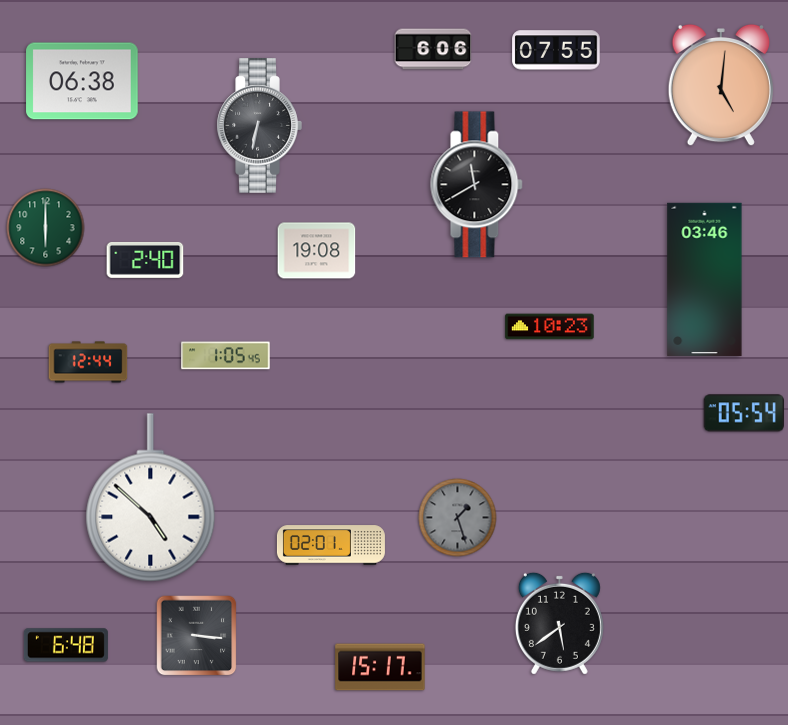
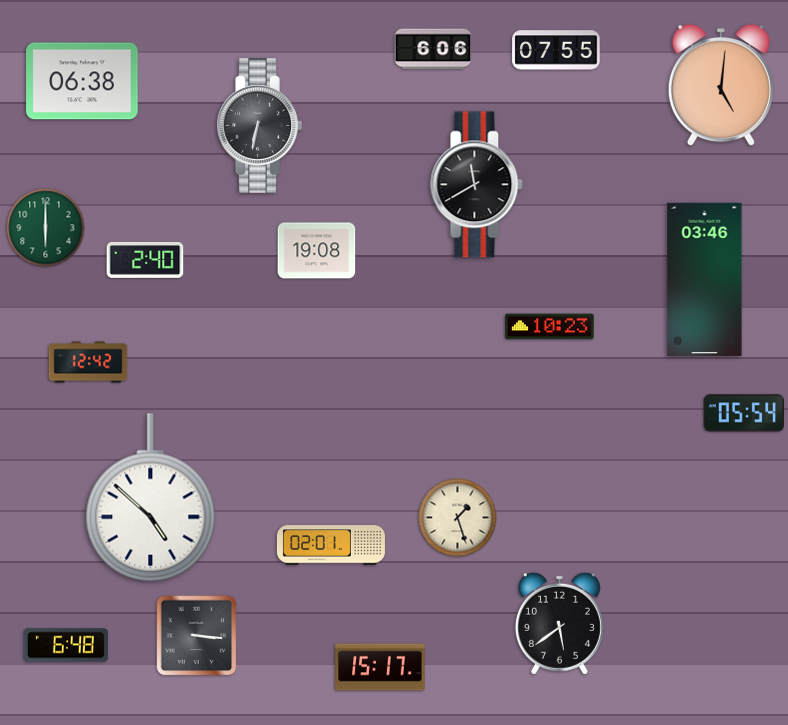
clock at (226, 356): 1:05 -> none
clock at (88, 362): 12:44 -> 12:42
clock at (458, 518) dial: grey -> cream
